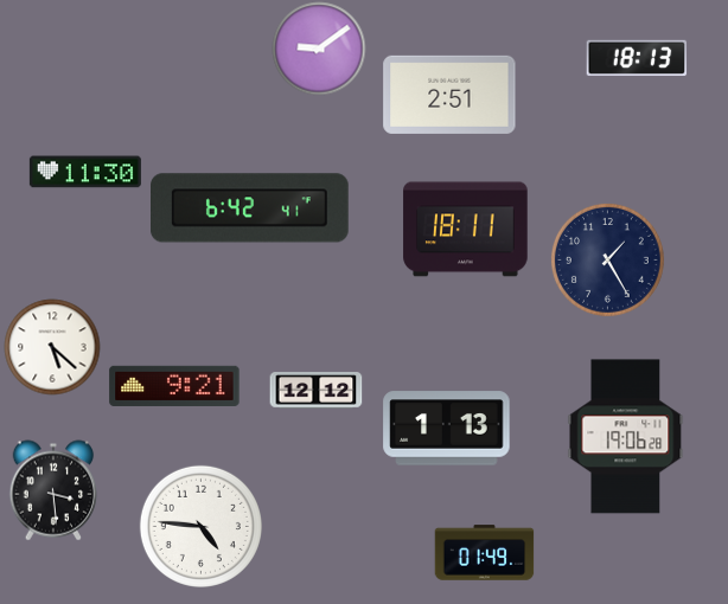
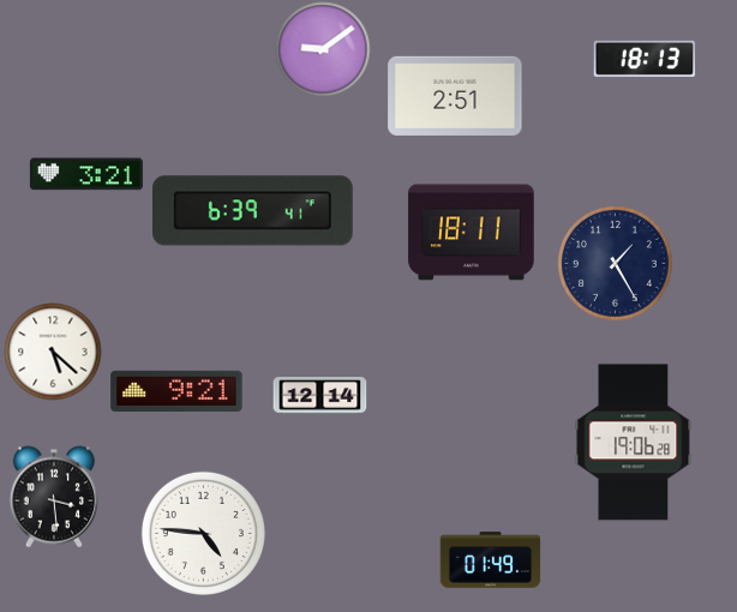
clock at (85, 172): 11:30 -> 3:21
clock at (250, 208): 6:42 -> 6:39
clock at (315, 391): 12:12 -> 12:14
clock at (447, 429): 1:13 -> none
